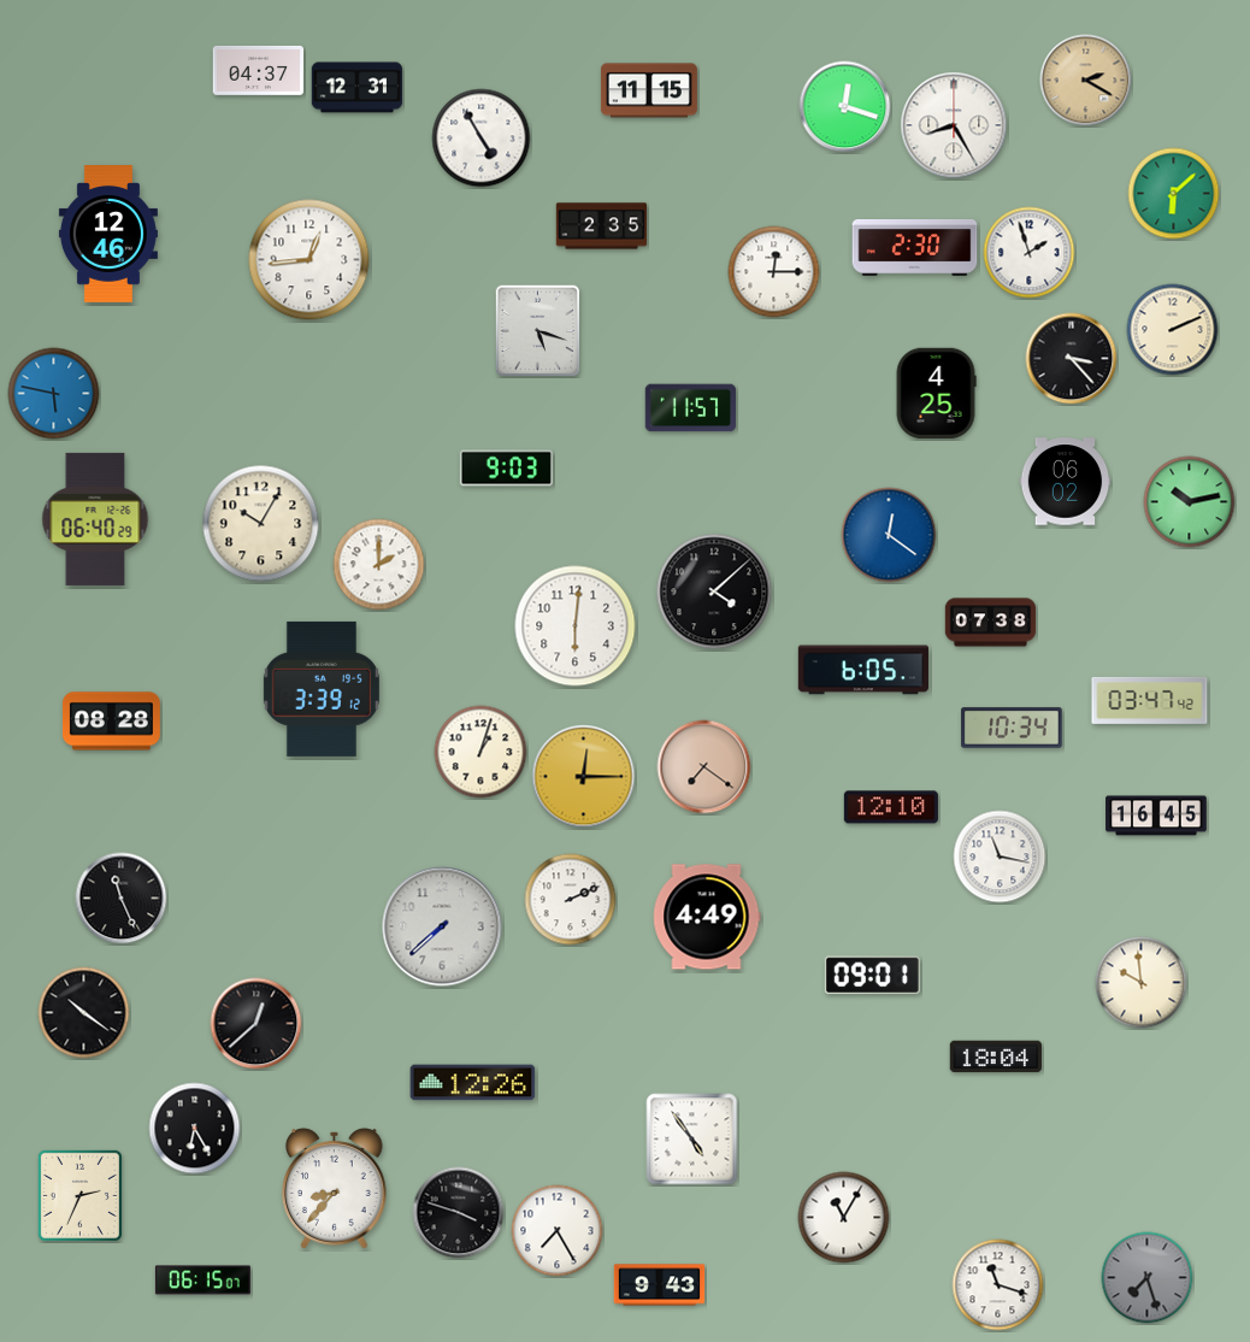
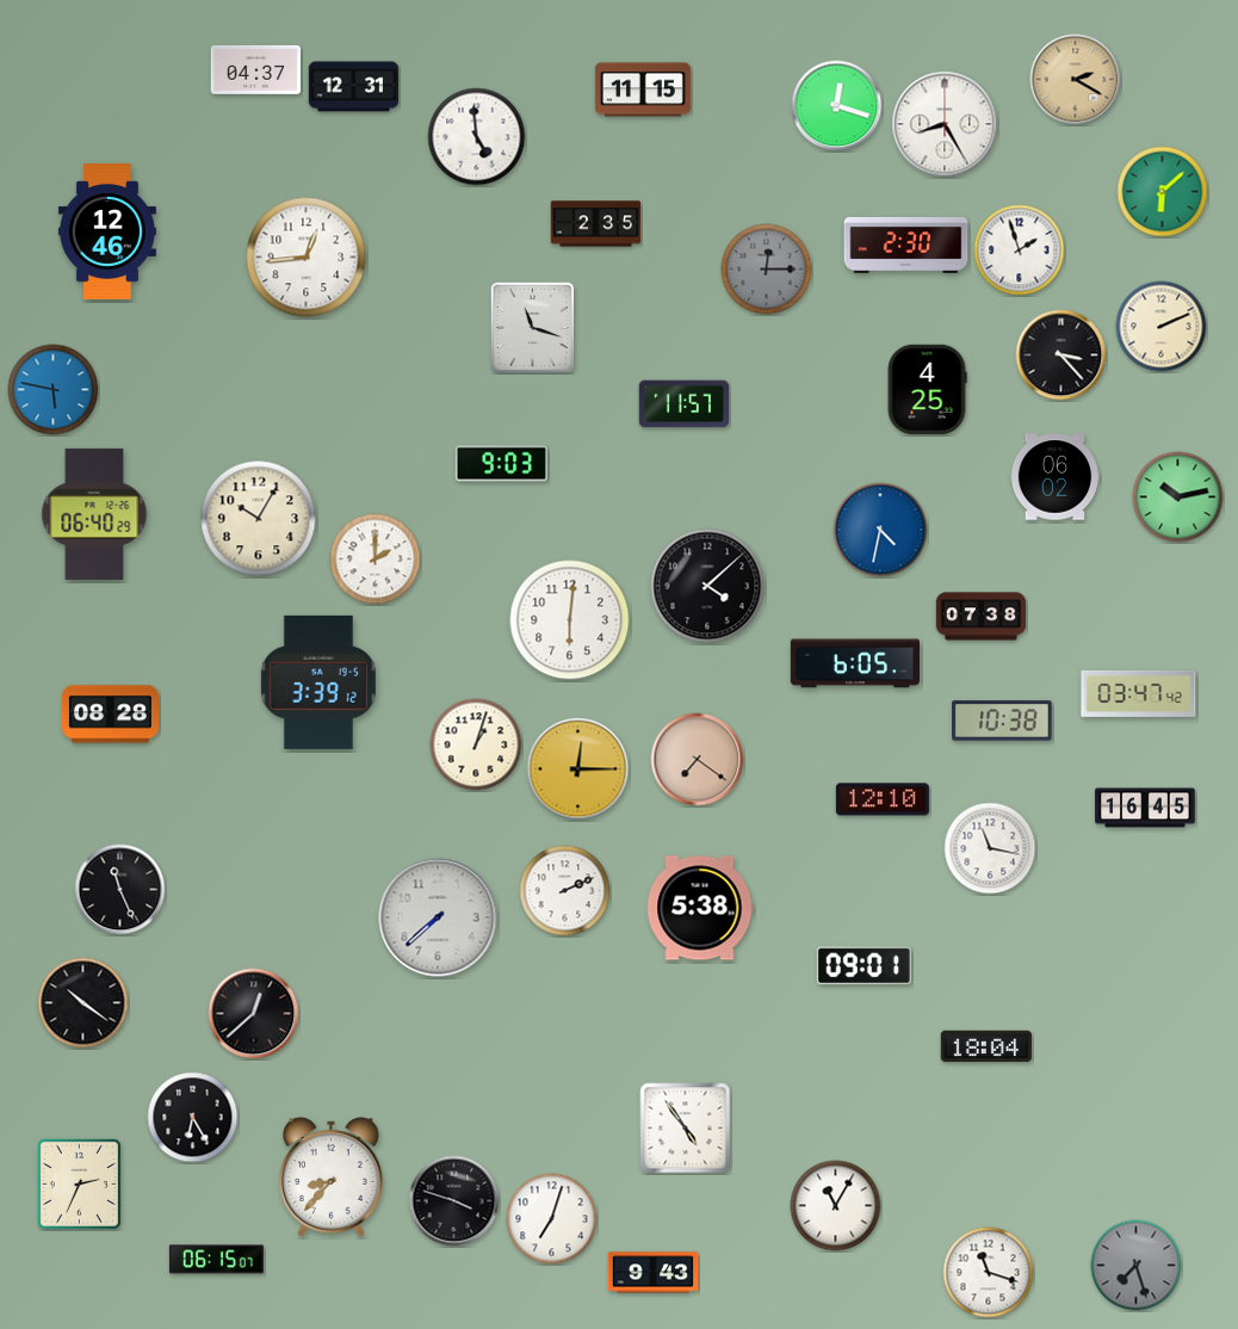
clock at (482, 139): 4:55 -> 4:59
clock at (774, 272) dial: white -> grey
clock at (538, 331): 5:18 -> 11:18
clock at (889, 535): 12:21 -> 4:32
clock at (1012, 728): 10:34 -> 10:38
clock at (707, 917): 4:49 -> 5:38
clock at (1142, 983): 9:59 -> none
clock at (473, 1083): 12:26 -> none
clock at (558, 1231): 7:25 -> 7:03
clock at (202, 1281) position: (202, 1281) -> (216, 1260)
